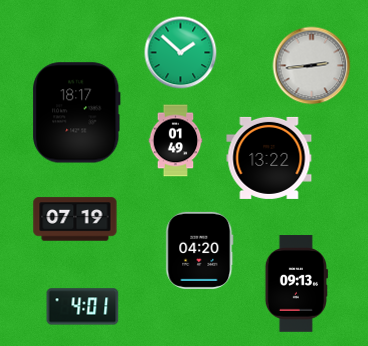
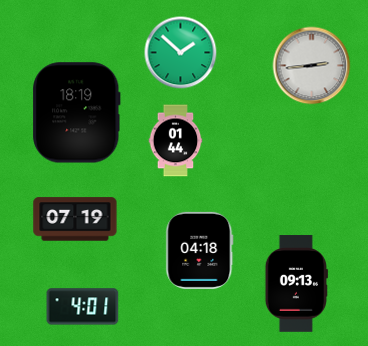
clock at (77, 113): 18:17 -> 18:19
clock at (176, 141): 01:49 -> 01:44
clock at (269, 158): 13:22 -> none
clock at (200, 250): 04:20 -> 04:18
